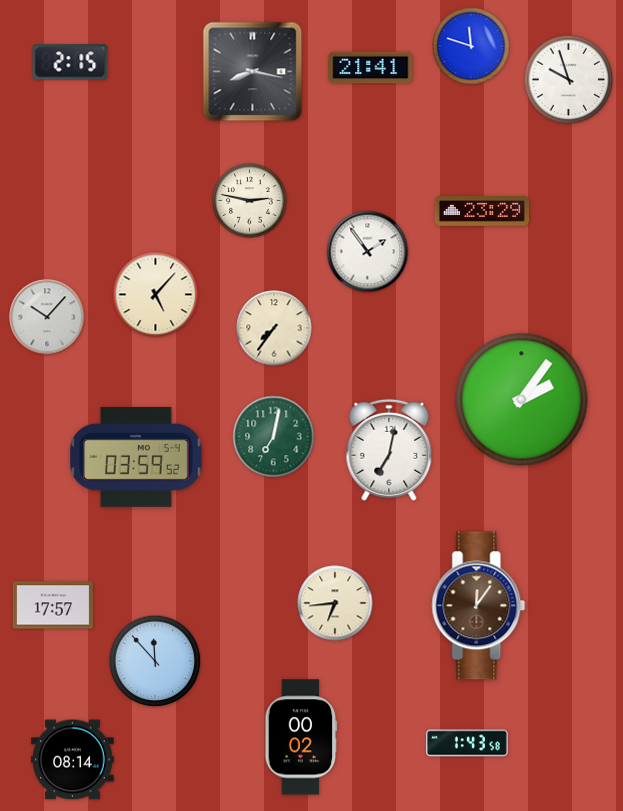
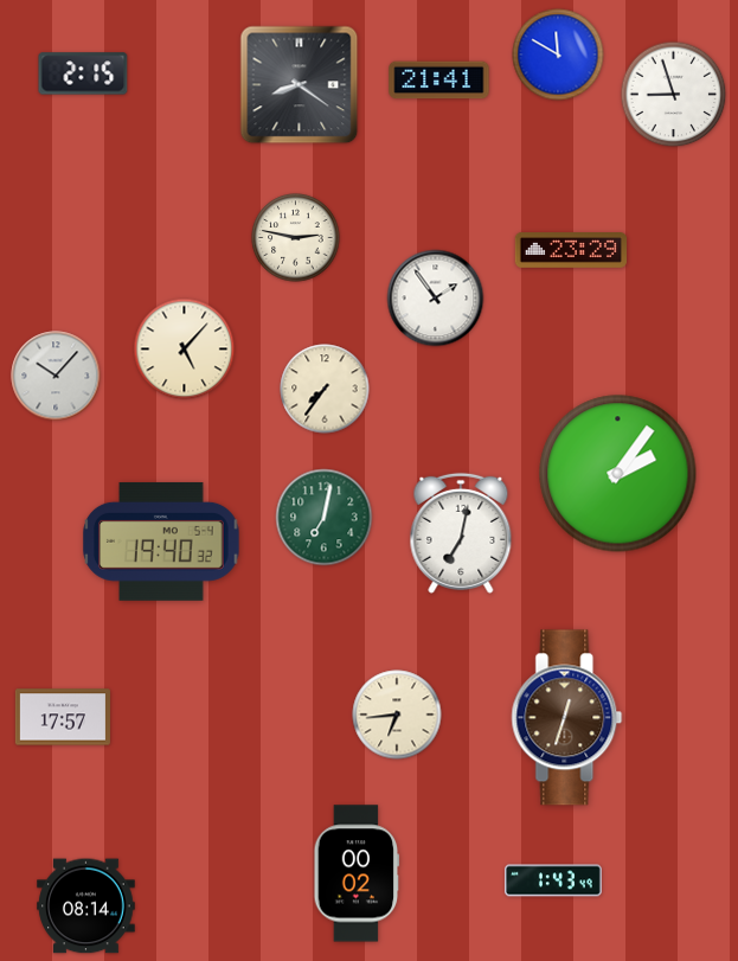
clock at (471, 46): 11:48 -> 11:50
clock at (253, 72): 8:17 -> 8:21
clock at (569, 80): 9:57 -> 8:57
clock at (136, 457): 03:59 -> 19:40
clock at (479, 606): 12:06 -> 12:33
clock at (155, 661): 11:53 -> none
clock at (467, 743): 1:43:58 -> 1:43:49
clock at (73, 760) position: (73, 760) -> (86, 906)
